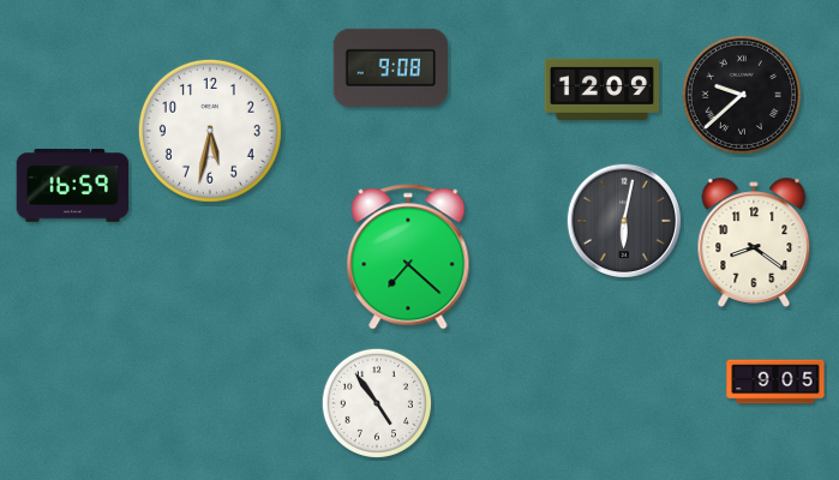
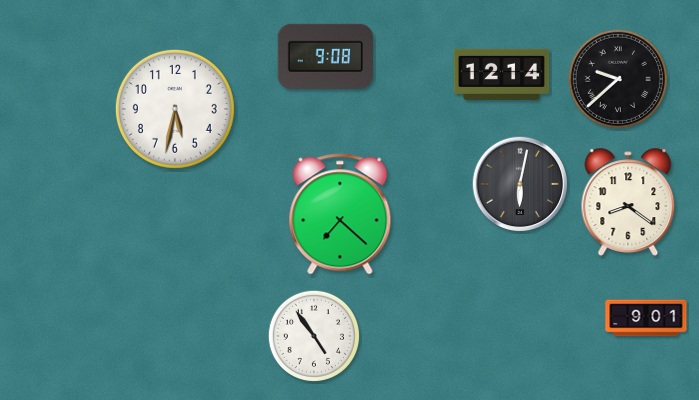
clock at (603, 89): 12:09 -> 12:14
clock at (73, 186): 16:59 -> none
clock at (775, 382): 9:05 -> 9:01
